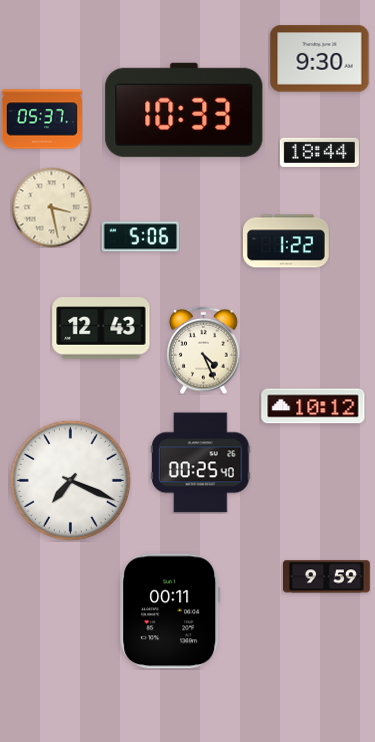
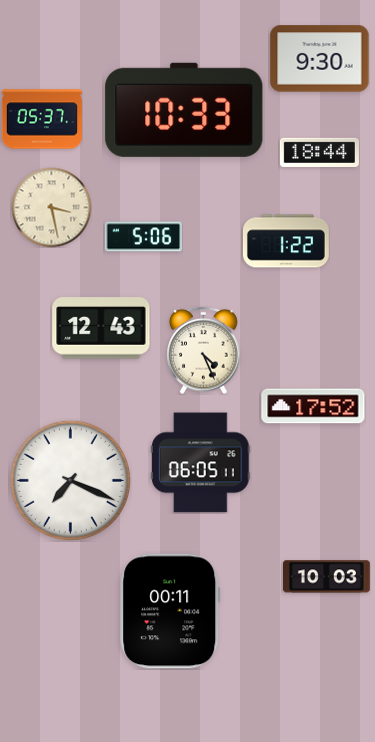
clock at (140, 237) position: (140, 237) -> (143, 237)
clock at (313, 406): 10:12 -> 17:52
clock at (201, 463): 00:25 -> 06:05
clock at (327, 577): 9:59 -> 10:03
